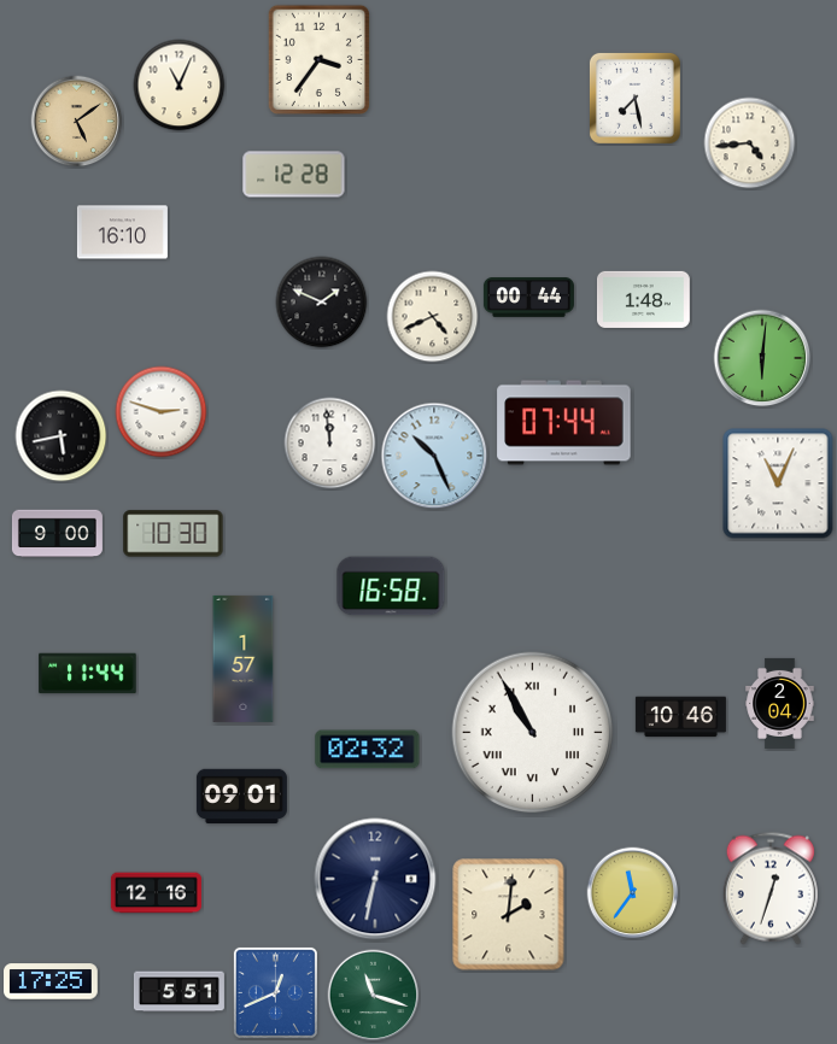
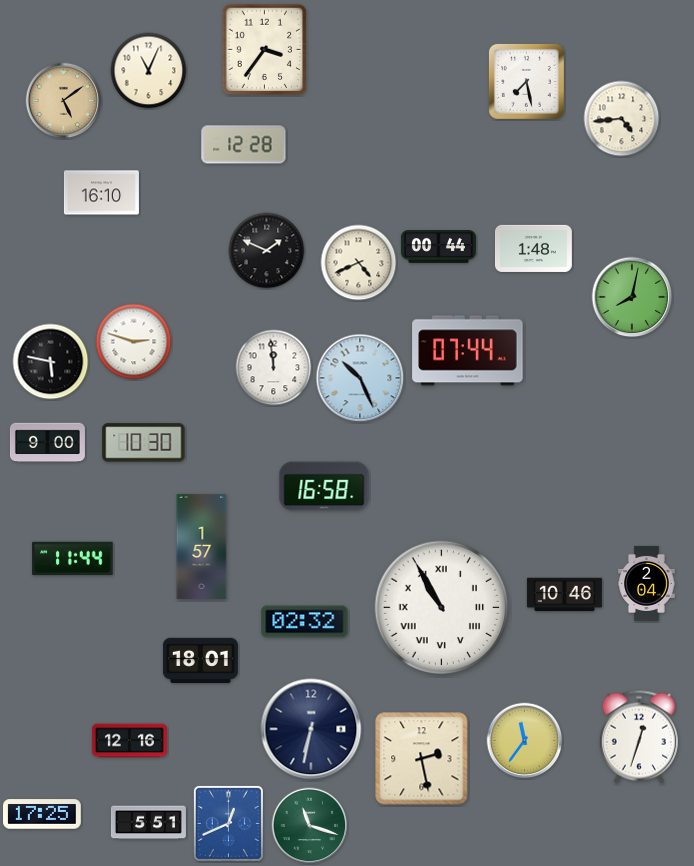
clock at (762, 358): 6:01 -> 8:02
clock at (62, 436): 5:43 -> 5:47
clock at (778, 483): 11:04 -> none
clock at (241, 797): 09:01 -> 18:01
clock at (509, 915): 2:01 -> 2:28
